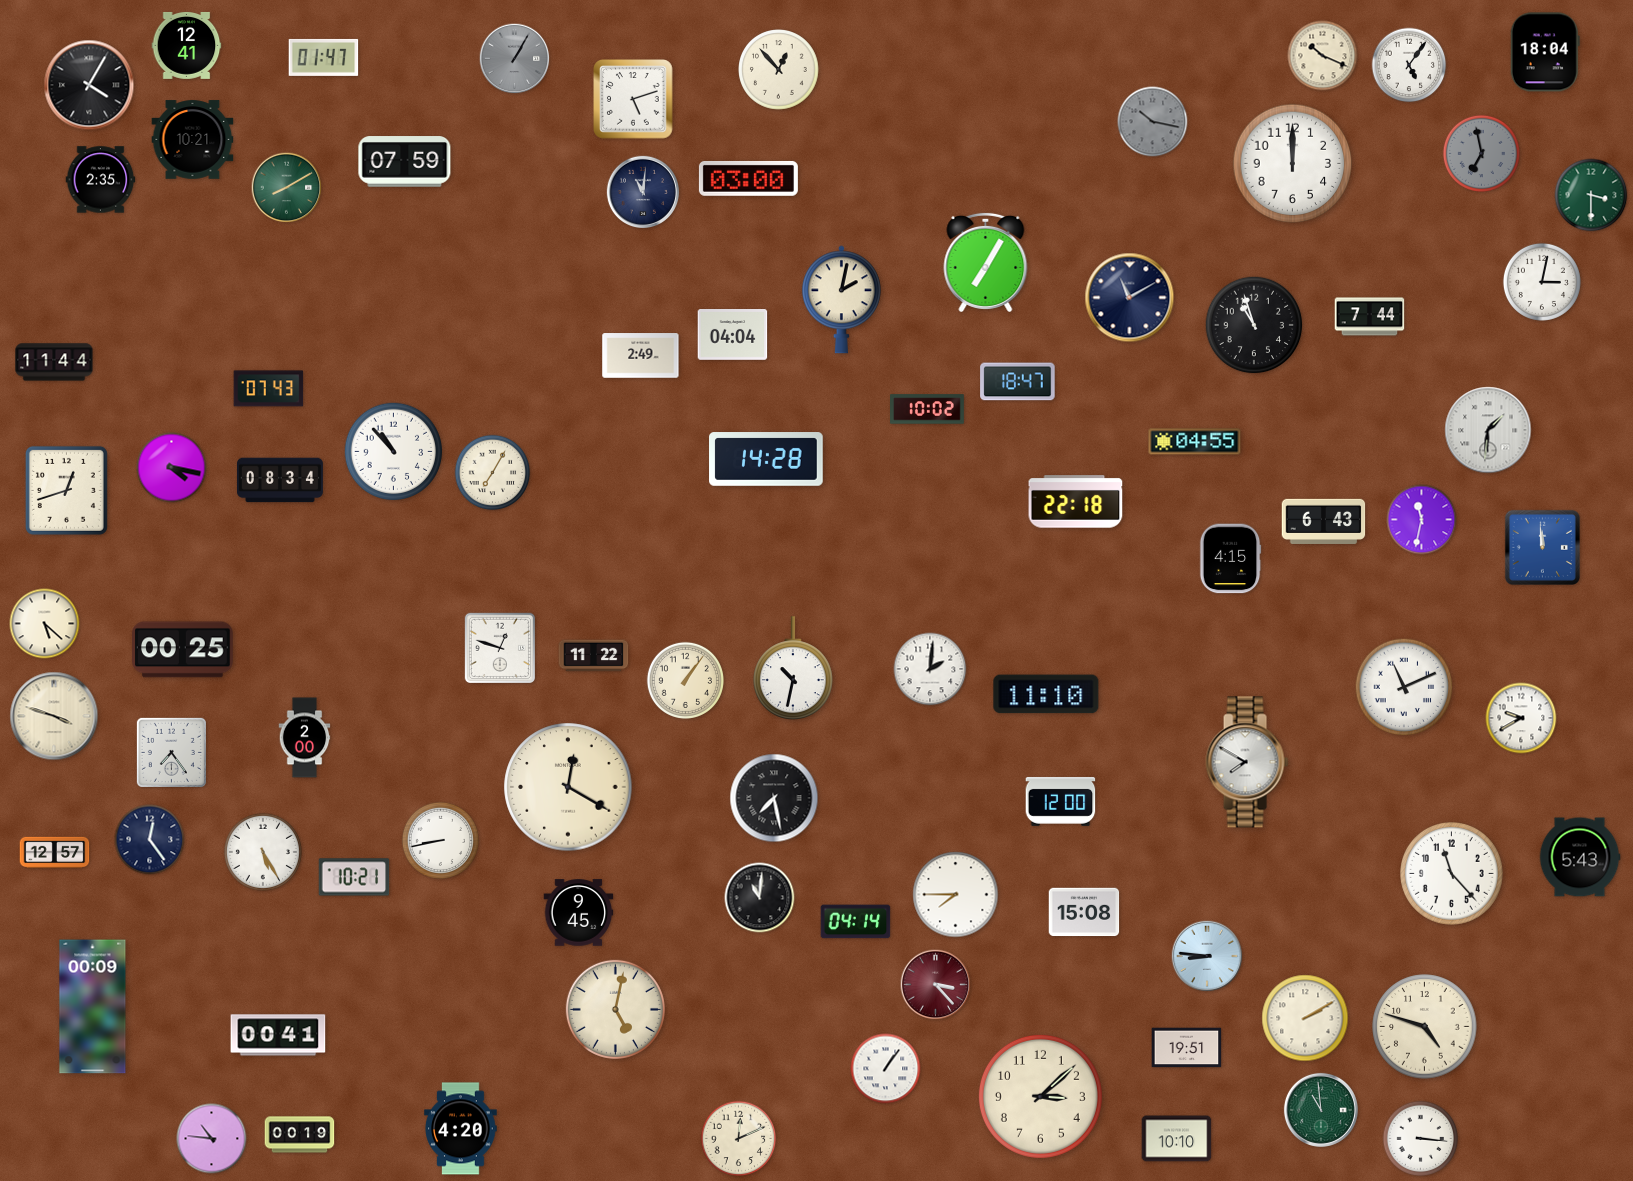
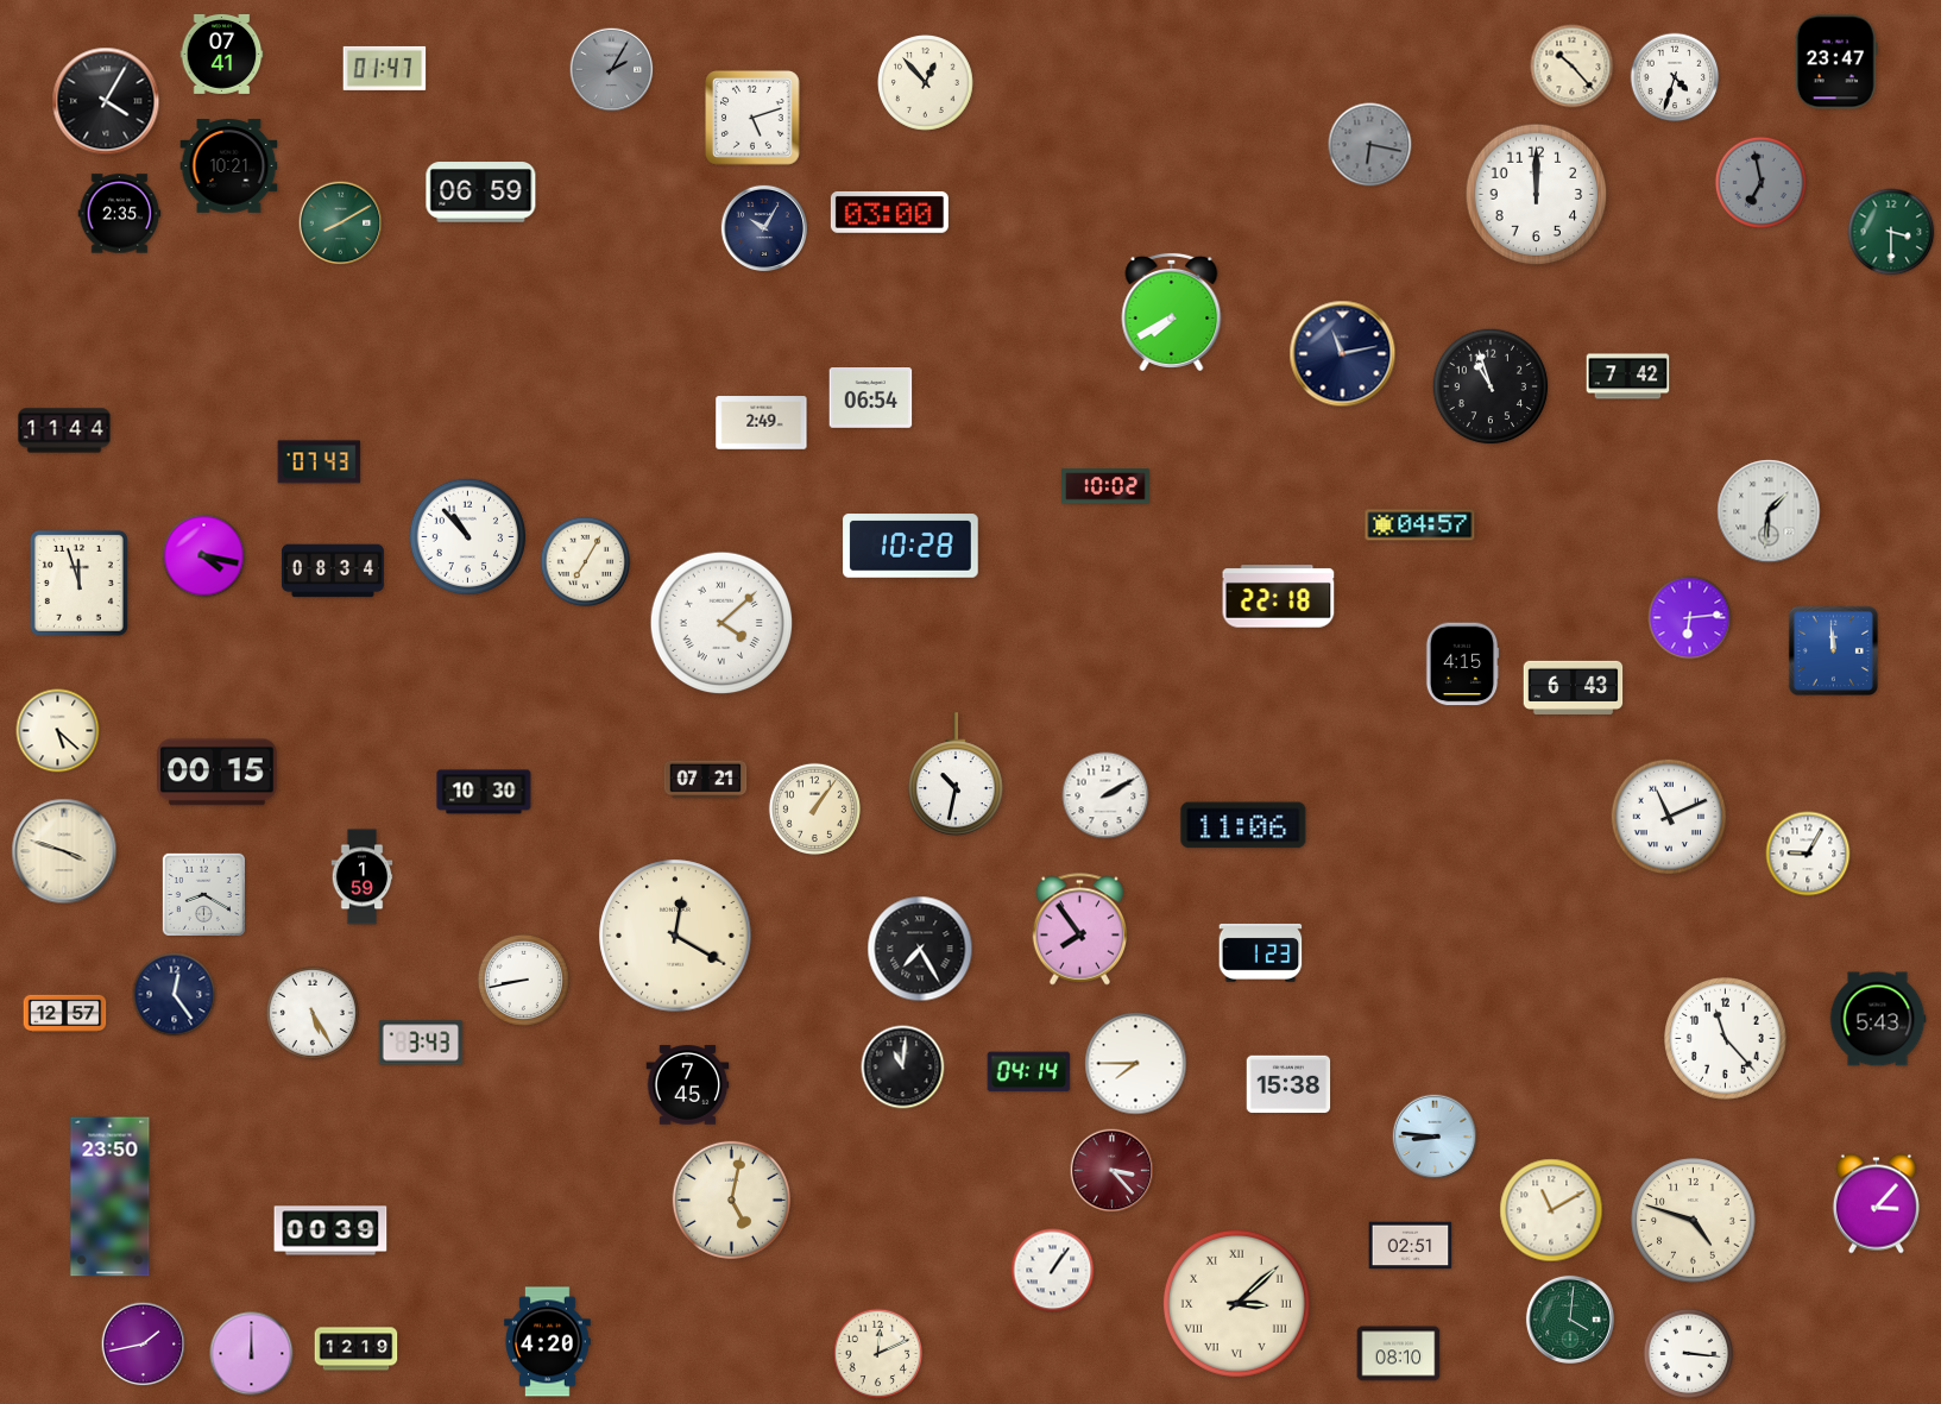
clock at (187, 45): 12:41 -> 07:41
clock at (1545, 52): 18:04 -> 23:47
clock at (1323, 56): 10:19 -> 10:23
clock at (515, 59): 1:05 -> 2:05
clock at (1409, 65): 5:06 -> 4:33
clock at (1153, 122): 10:17 -> 6:17
clock at (405, 162): 07:59 -> 06:59
clock at (642, 191): 11:01 -> 10:05
clock at (986, 262): 7:05 -> 7:40
clock at (1542, 282): 3:02 -> none
clock at (1130, 298): 11:10 -> 11:13
clock at (841, 300): 2:02 -> none
clock at (1370, 317): 7:44 -> 7:42
clock at (733, 335): 04:04 -> 06:54
clock at (1018, 382): 18:47 -> none
clock at (927, 409) position: (927, 409) -> (1105, 486)
clock at (1195, 442): 04:55 -> 04:57
clock at (766, 459): 14:28 -> 10:28
clock at (66, 490): 12:42 -> 11:57
clock at (1422, 520): 11:32 -> 6:14
clock at (1324, 521) position: (1324, 521) -> (1574, 687)
clock at (721, 623): none -> 4:08
clock at (45, 624) position: (45, 624) -> (58, 731)
clock at (499, 647): 12:48 -> none
clock at (183, 650): 00:25 -> 00:15
clock at (594, 656): 11:22 -> 07:21
clock at (484, 792): none -> 10:30
clock at (794, 668) position: (794, 668) -> (957, 774)
clock at (930, 669): 2:01 -> 2:10
clock at (1046, 694): 11:10 -> 11:06
clock at (1521, 718): 9:40 -> 9:05
clock at (305, 738): 2:00 -> 1:59
clock at (171, 752): 7:24 -> 8:20
clock at (1247, 762): 7:50 -> none
clock at (1080, 930): none -> 7:54
clock at (774, 798): 7:28 -> 7:25
clock at (1061, 801): 12:00 -> 1:23
clock at (150, 840) position: (150, 840) -> (175, 995)
clock at (440, 840) position: (440, 840) -> (523, 980)
clock at (354, 877): 10:21 -> 3:43
clock at (1084, 912): 15:08 -> 15:38
clock at (579, 913): 9:45 -> 7:45
clock at (856, 922) position: (856, 922) -> (1029, 1072)
clock at (93, 1007): 00:09 -> 23:50
clock at (1876, 1204): none -> 3:07
clock at (1305, 1018): 2:10 -> 11:10
clock at (278, 1035): 00:41 -> 00:39
clock at (1187, 1048): 19:51 -> 02:51
clock at (1040, 1096) numerals: Arabic -> Roman
clock at (1321, 1110): 10:59 -> 4:01
clock at (144, 1345): none -> 1:43
clock at (300, 1135): 00:19 -> 12:19
clock at (212, 1139): 10:46 -> 12:00
clock at (1177, 1139): 10:10 -> 08:10
